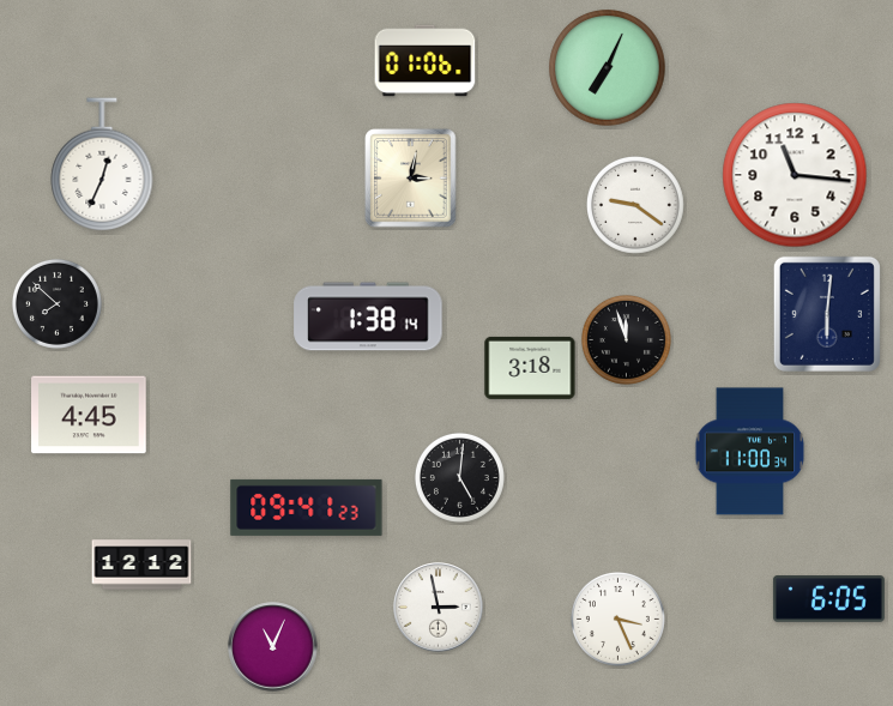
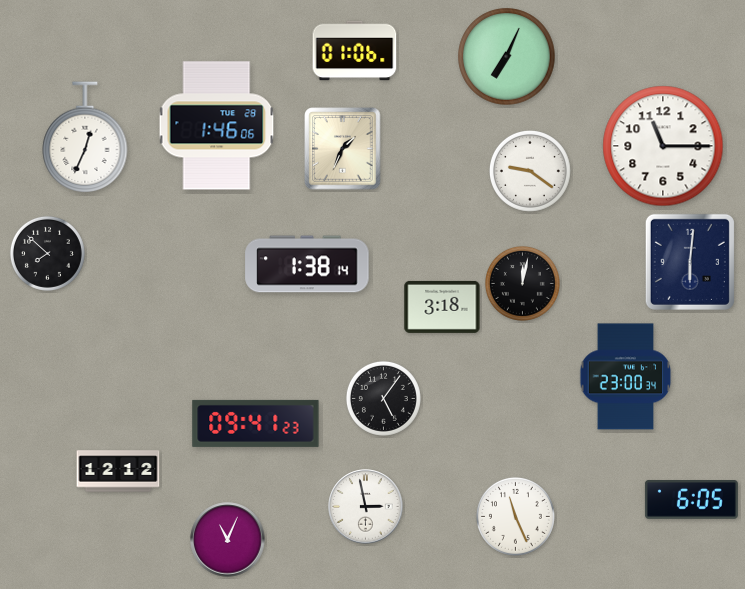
clock at (217, 126): none -> 1:46
clock at (795, 175): 11:16 -> 11:15
clock at (411, 179): 3:02 -> 1:34
clock at (626, 339): 11:57 -> 12:02
clock at (89, 415): 4:45 -> none
clock at (750, 452): 11:00 -> 23:00
clock at (459, 477): 5:01 -> 5:06
clock at (617, 618): 3:26 -> 11:26
